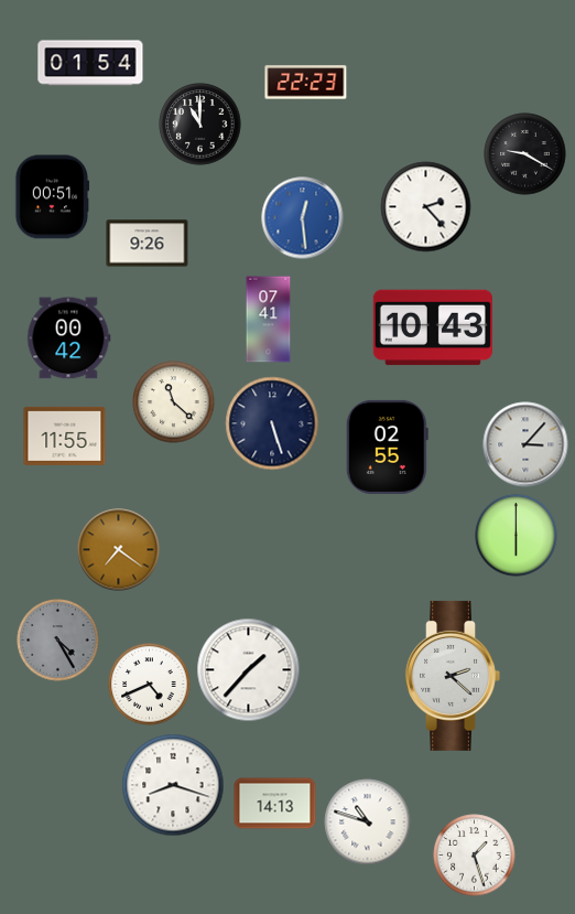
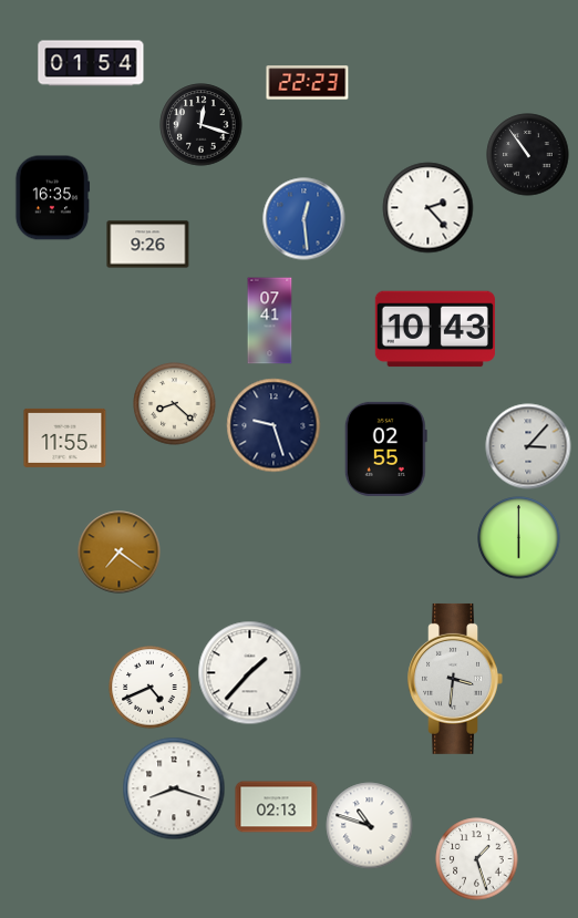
clock at (200, 125): 11:00 -> 12:18
clock at (525, 154): 9:20 -> 10:54
clock at (52, 197): 00:51 -> 16:35
clock at (69, 338): 00:42 -> none
clock at (174, 402): 11:22 -> 8:22
clock at (272, 423): 5:27 -> 9:27
clock at (387, 447) position: (387, 447) -> (385, 448)
clock at (58, 641): 4:25 -> none
clock at (453, 676): 2:22 -> 3:31
clock at (275, 804): 14:13 -> 02:13
